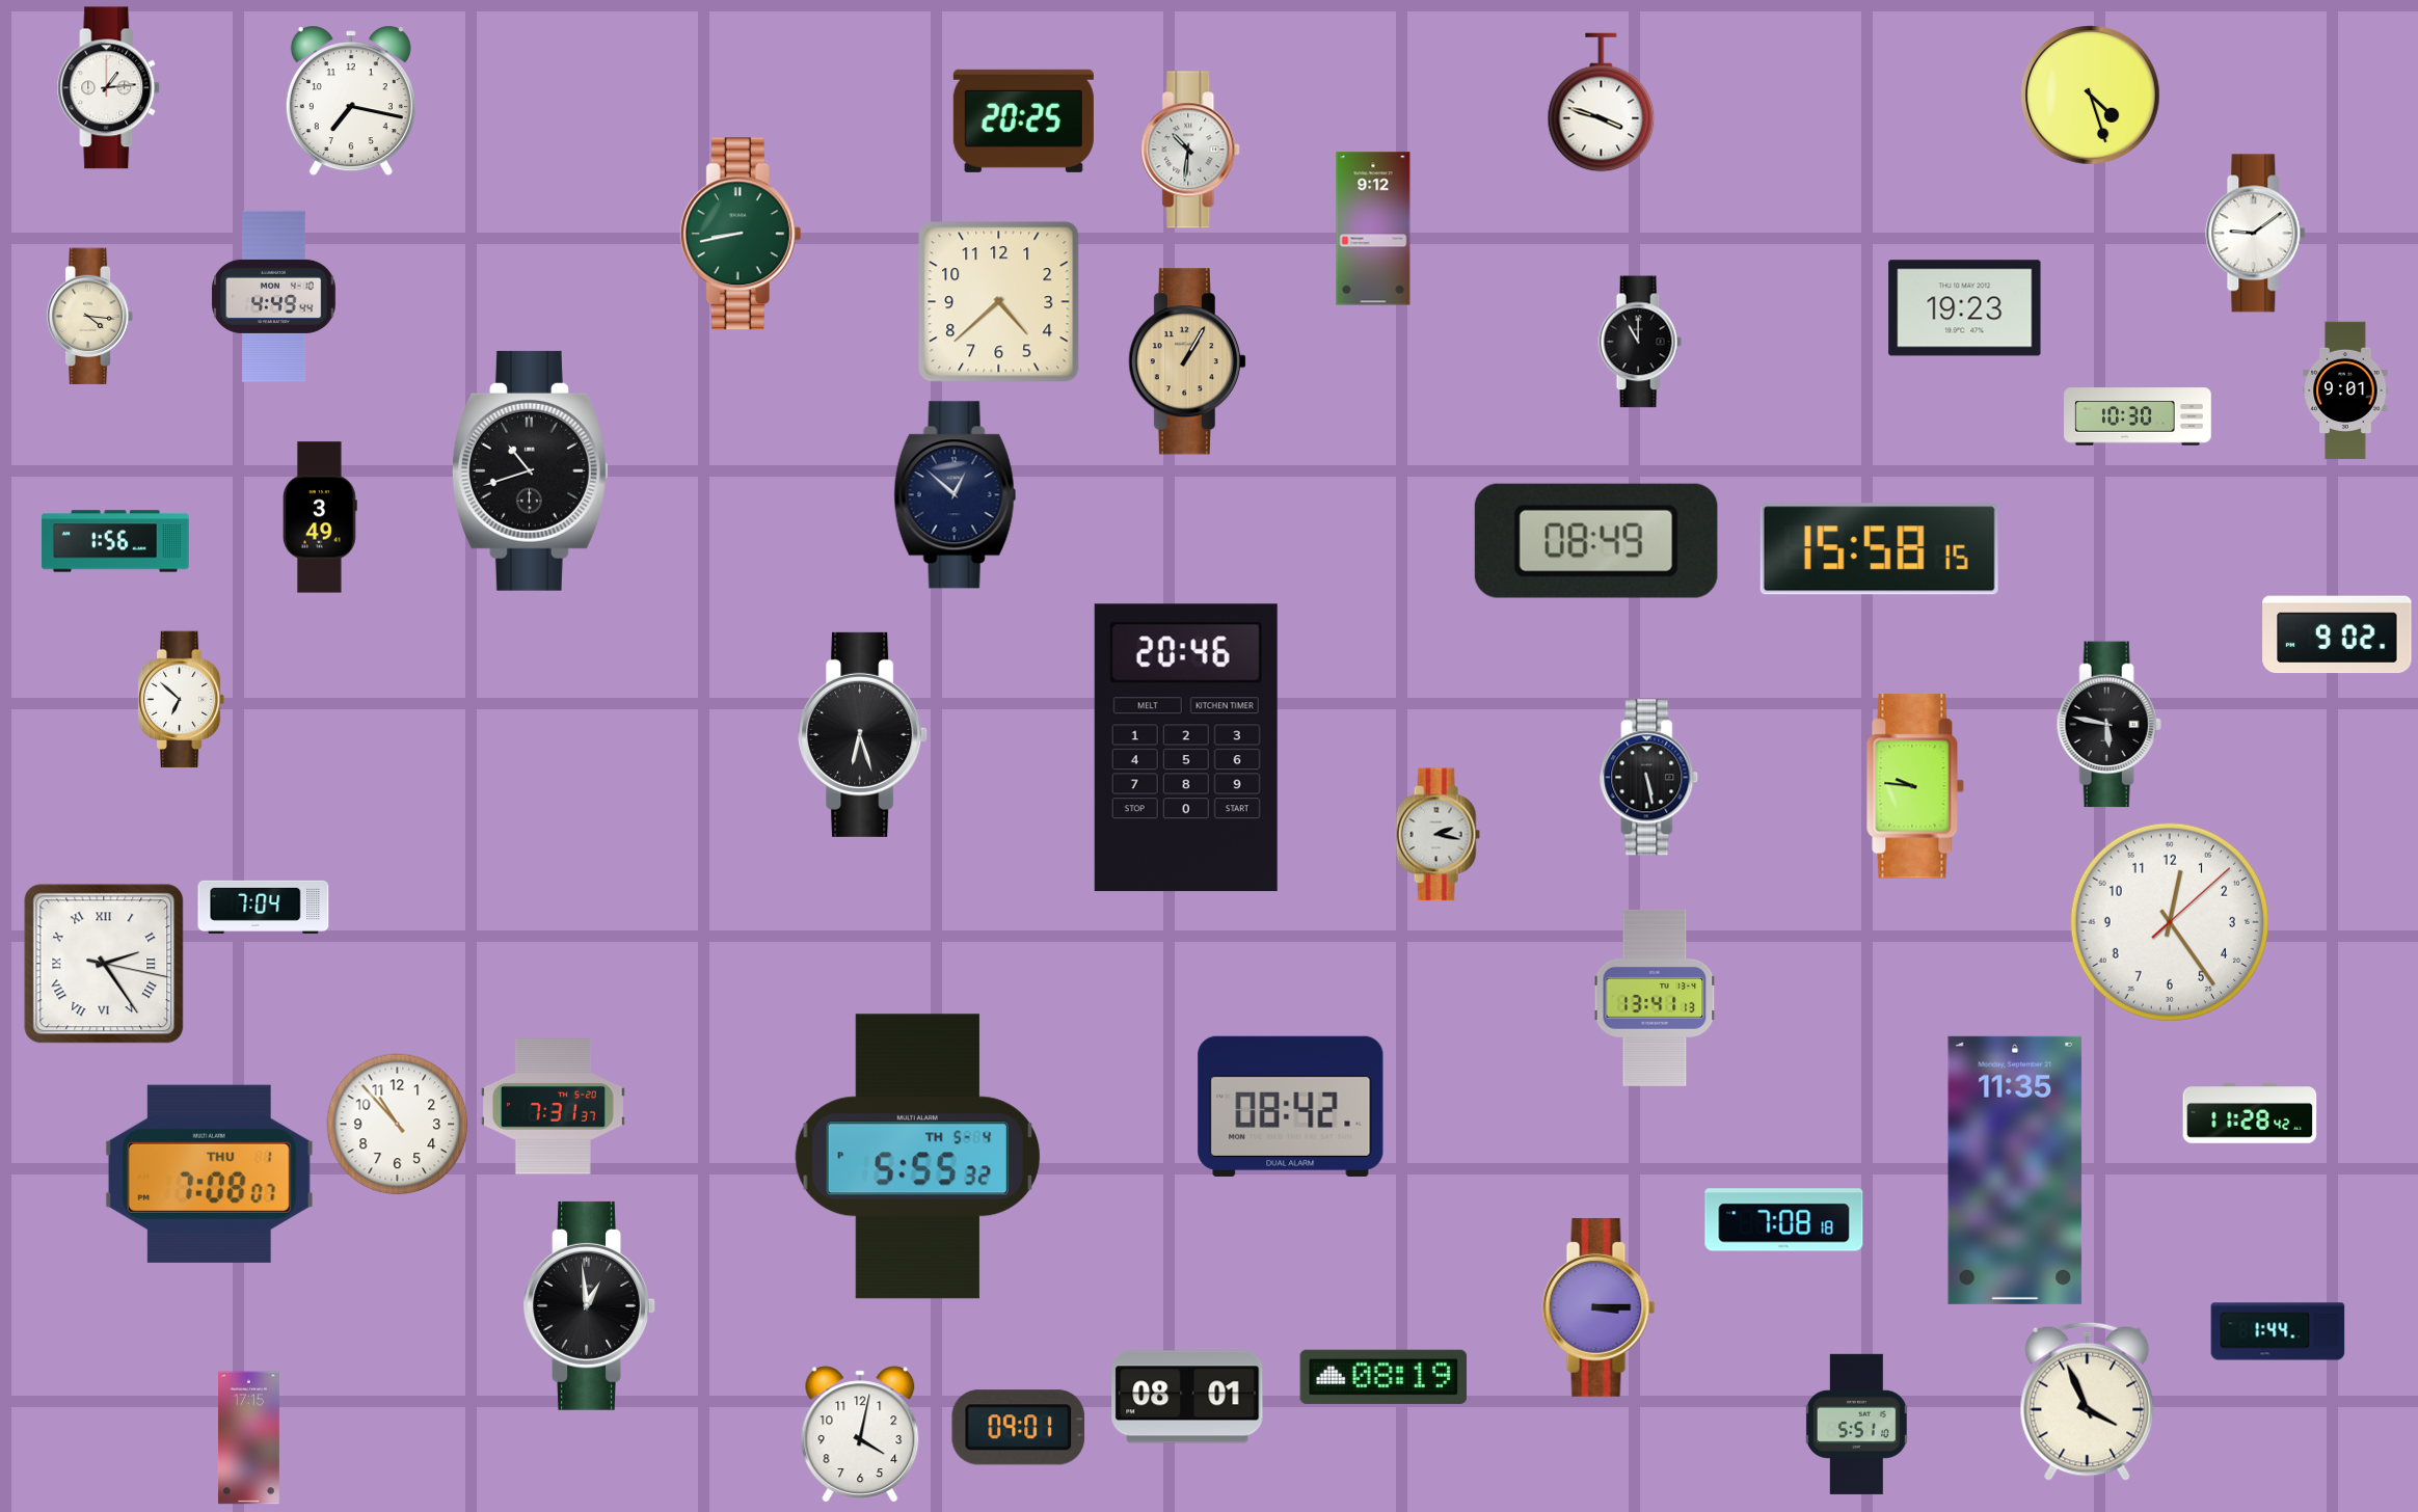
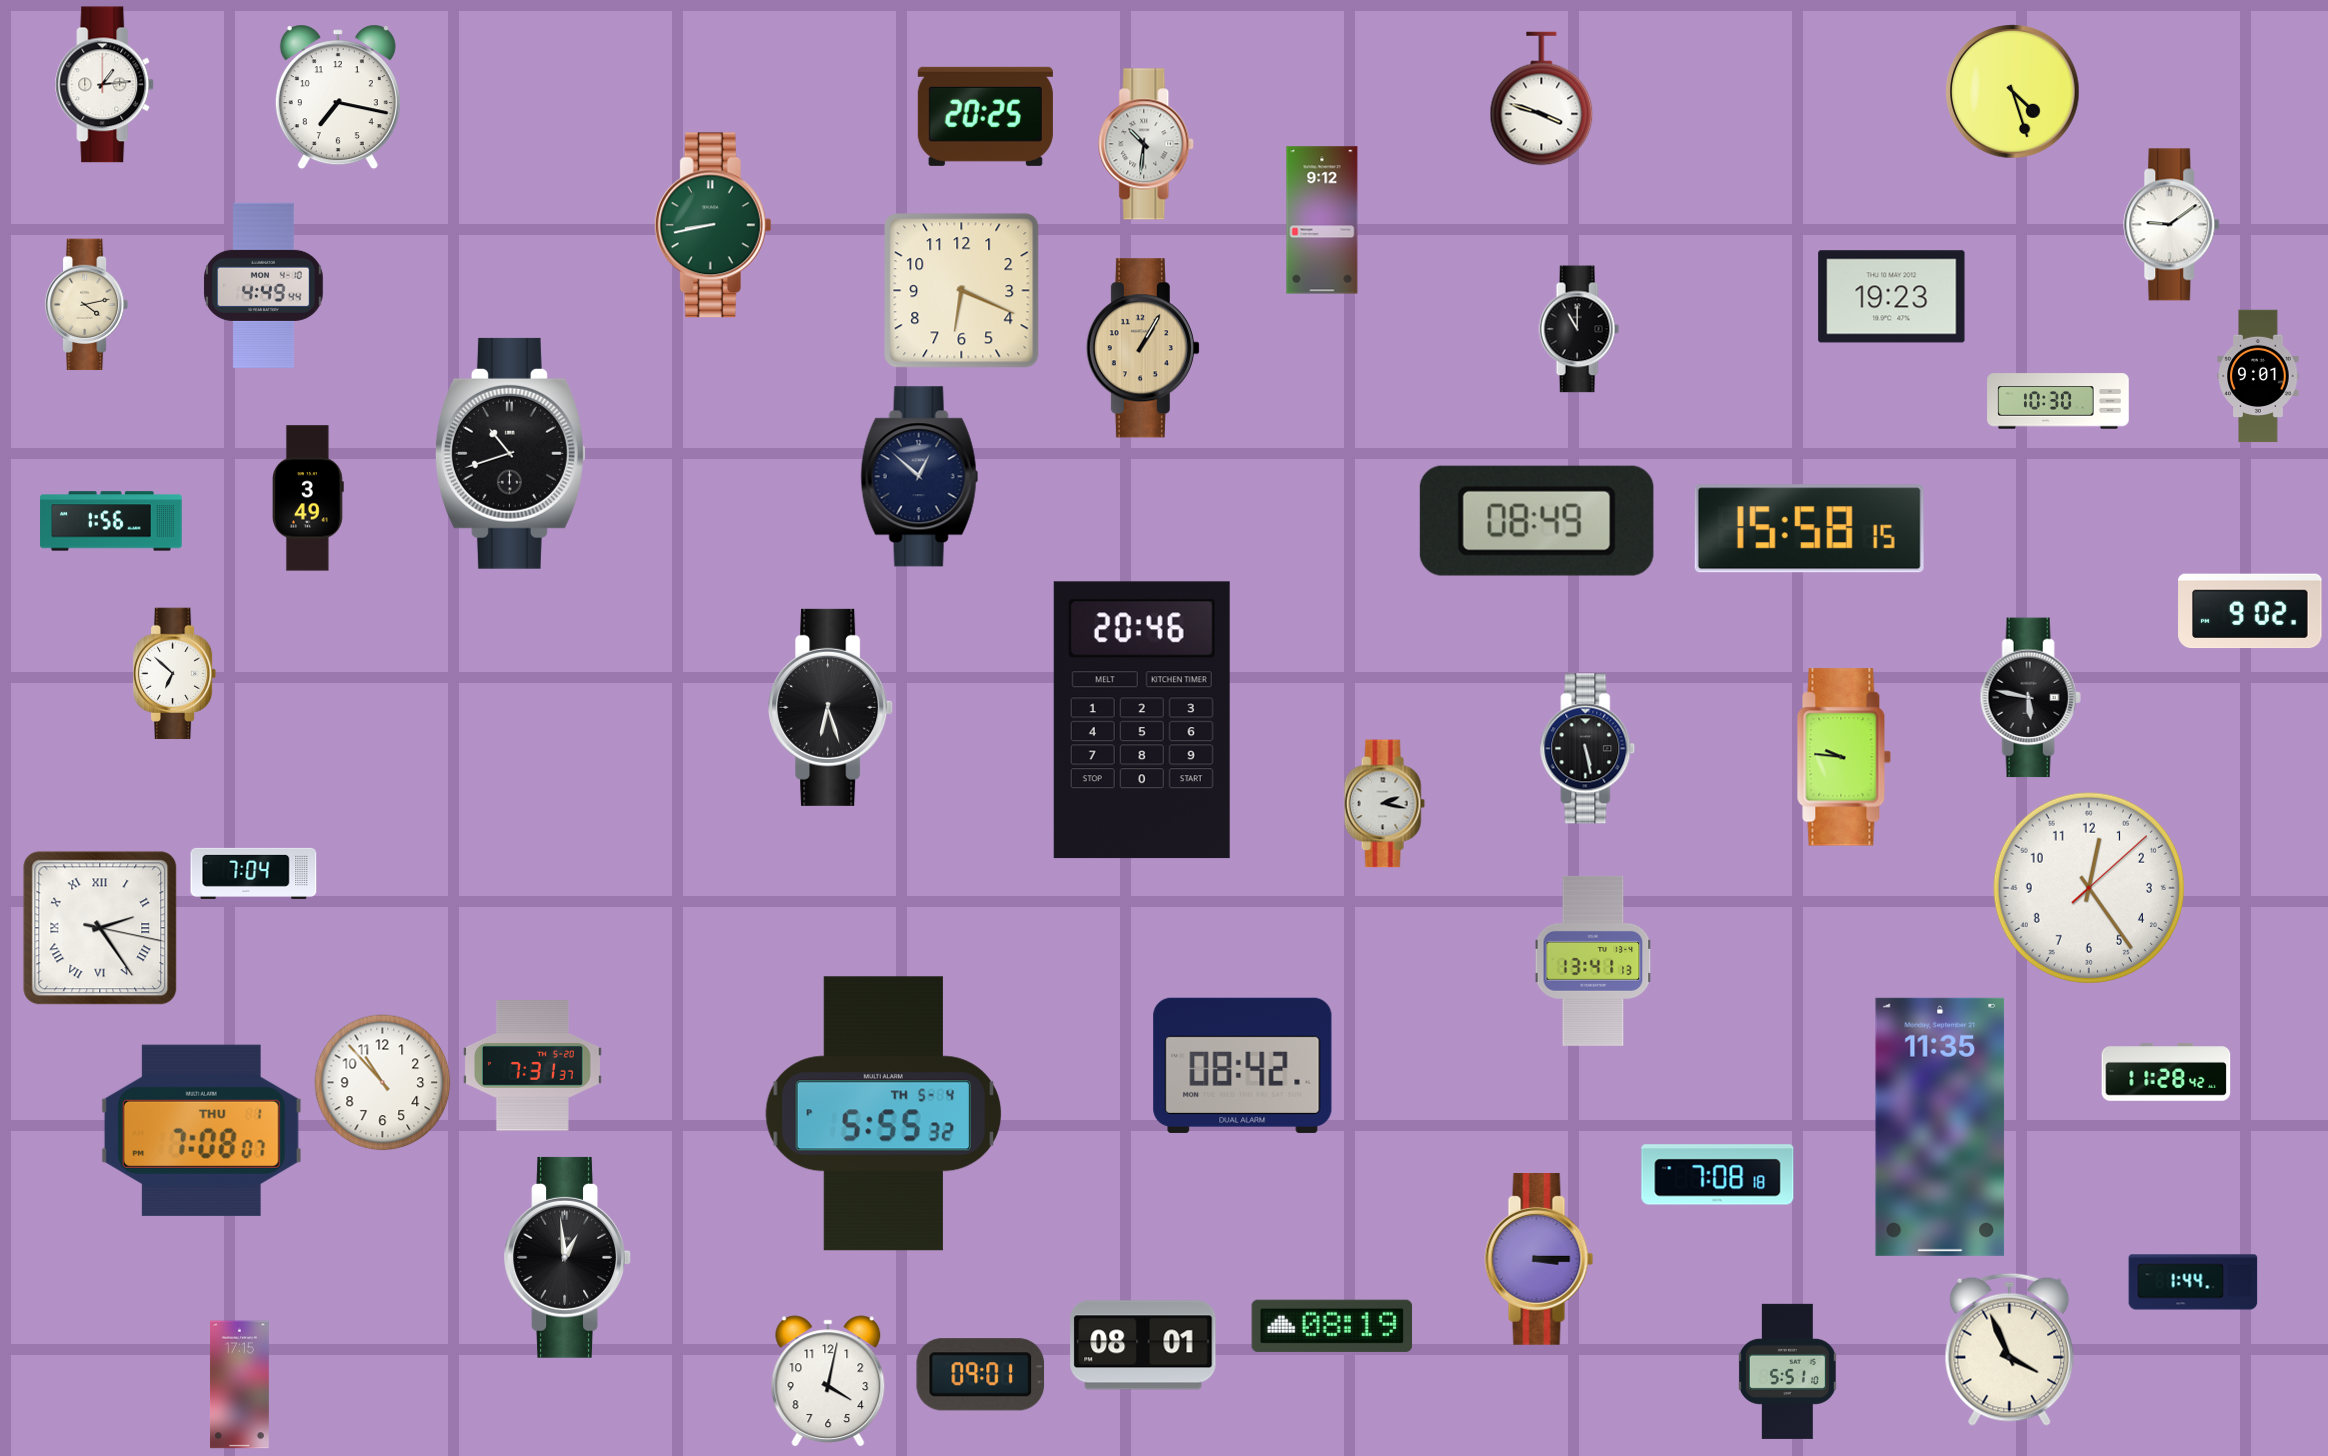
clock at (999, 302): 4:38 -> 6:19
clock at (90, 317): 4:16 -> 4:13
